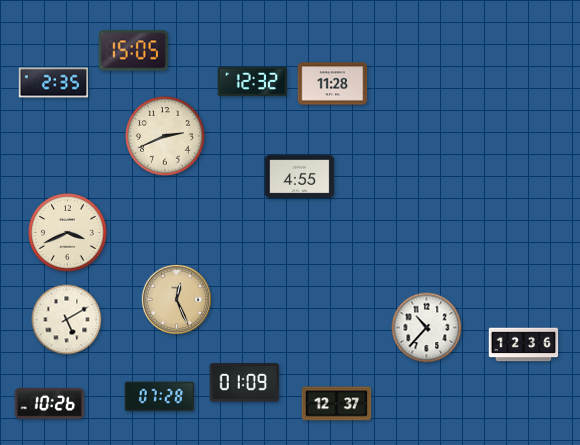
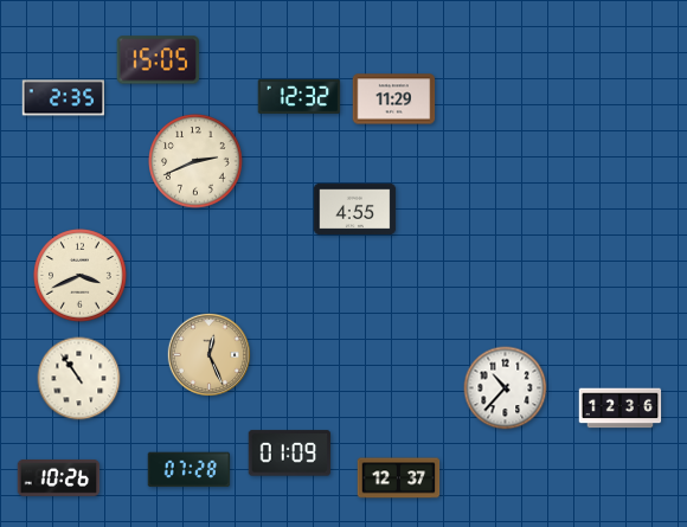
clock at (333, 84): 11:28 -> 11:29
clock at (67, 320): 5:10 -> 10:54
